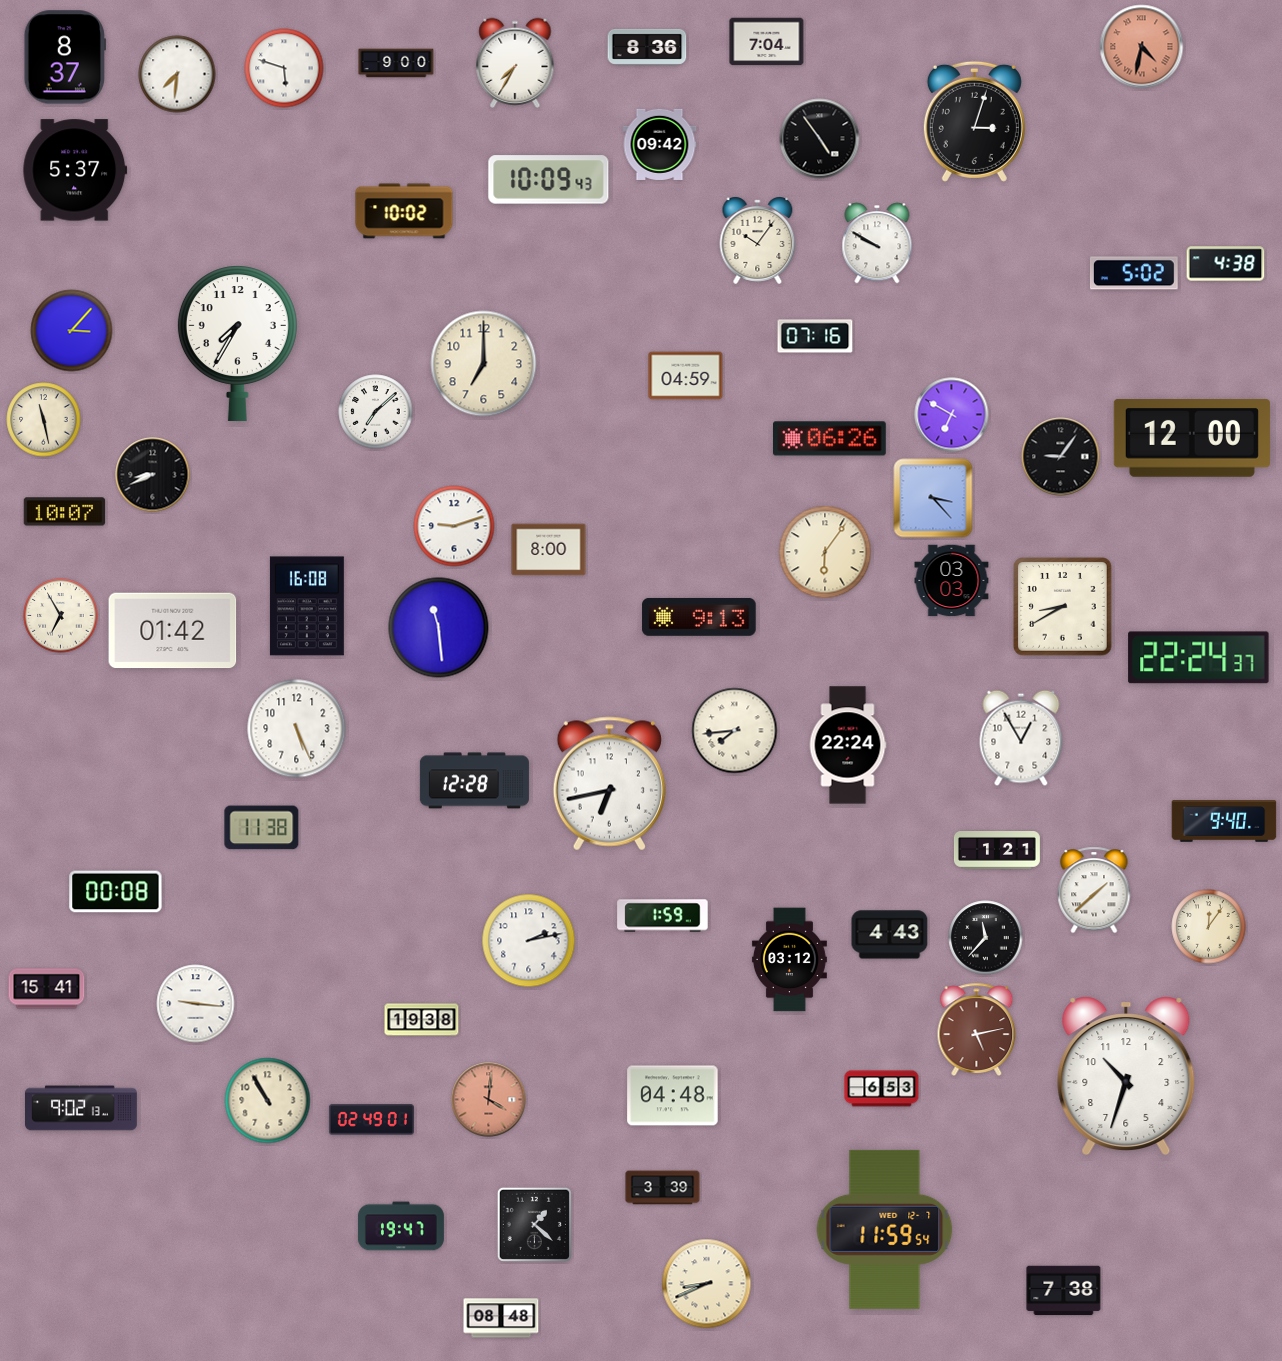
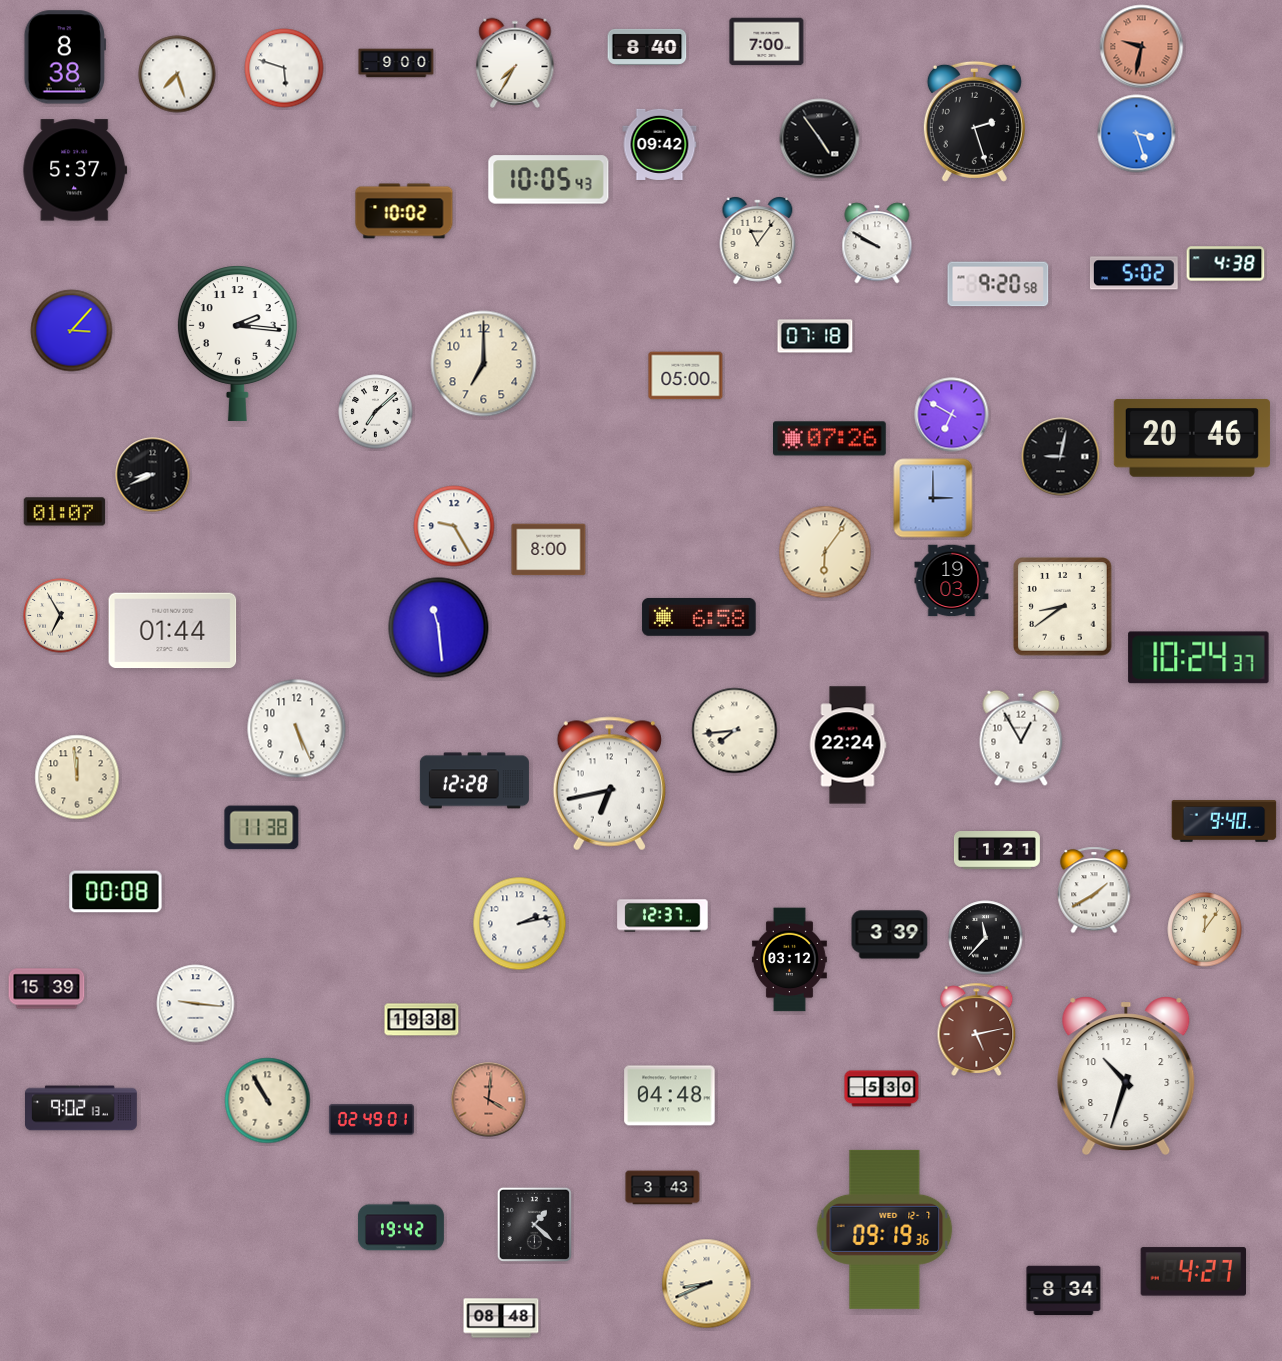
clock at (767, 42): 7:04 -> 7:00
clock at (647, 47): 8:36 -> 8:40
clock at (1142, 47): 4:32 -> 9:32
clock at (64, 57): 8:37 -> 8:38
clock at (177, 74): 7:31 -> 7:27
clock at (974, 121): 3:03 -> 2:27
clock at (1137, 134): none -> 3:27
clock at (549, 180): 10:09 -> 10:05
clock at (758, 240): 10:06 -> 11:06
clock at (998, 284): none -> 9:20
clock at (815, 336): 07:16 -> 07:18
clock at (237, 343): 7:35 -> 2:16
clock at (686, 376): 04:59 -> 05:00
clock at (44, 420): 11:28 -> none
clock at (1192, 438): 12:00 -> 20:46
clock at (830, 439): 06:26 -> 07:26
clock at (1061, 457): 9:06 -> 9:02
clock at (933, 498): 3:23 -> 3:00
clock at (65, 512): 10:07 -> 01:07
clock at (454, 526): 9:12 -> 9:25
clock at (952, 581): 03:03 -> 19:03
clock at (307, 606): 16:08 -> none
clock at (1063, 607): 8:40 -> 8:39
clock at (699, 617): 9:13 -> 6:58
clock at (173, 631): 01:42 -> 01:44
clock at (1199, 658): 22:24 -> 10:24
clock at (77, 777): none -> 11:59
clock at (1094, 890): 1:38 -> 1:40
clock at (663, 916): 1:59 -> 12:37
clock at (1209, 927) position: (1209, 927) -> (1205, 930)
clock at (890, 935): 4:43 -> 3:39
clock at (529, 941) position: (529, 941) -> (520, 924)
clock at (47, 989): 15:41 -> 15:39
clock at (882, 1089): 6:53 -> 5:30
clock at (673, 1096) position: (673, 1096) -> (670, 1096)
clock at (663, 1188): 3:39 -> 3:43
clock at (401, 1226): 19:47 -> 19:42
clock at (885, 1229): 11:59 -> 09:19
clock at (1193, 1272): none -> 4:27
clock at (1064, 1291): 7:38 -> 8:34
